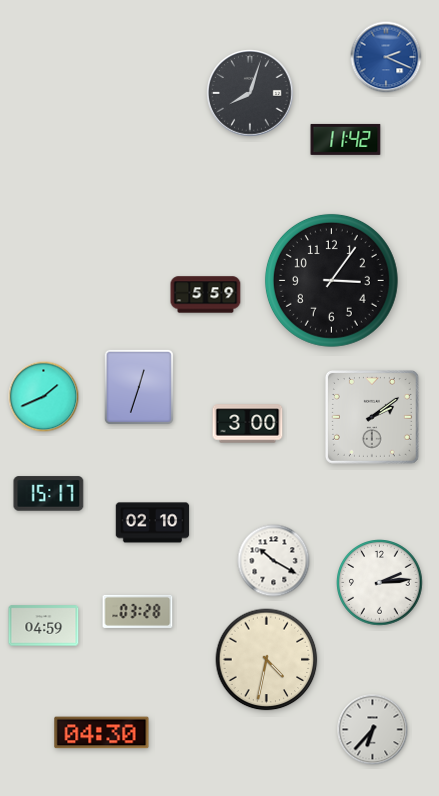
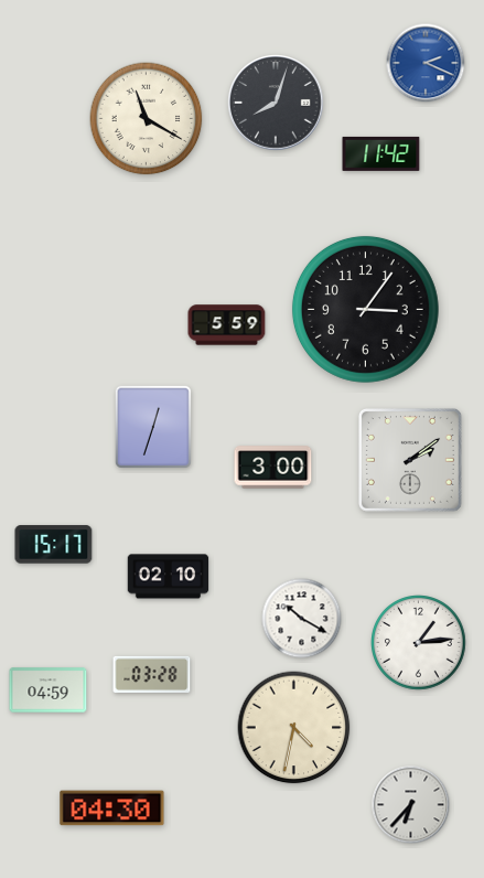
clock at (147, 119): none -> 11:20
clock at (44, 397): 1:41 -> none
clock at (380, 583): 2:14 -> 1:14
